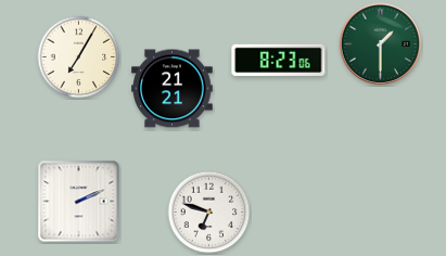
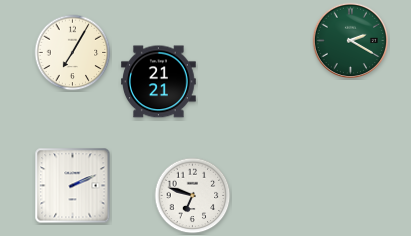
clock at (380, 43): 1:30 -> 2:20
clock at (279, 60): 8:23 -> none
